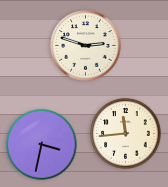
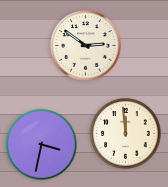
clock at (86, 46): 2:48 -> 2:51
clock at (126, 134): 11:44 -> 11:59
